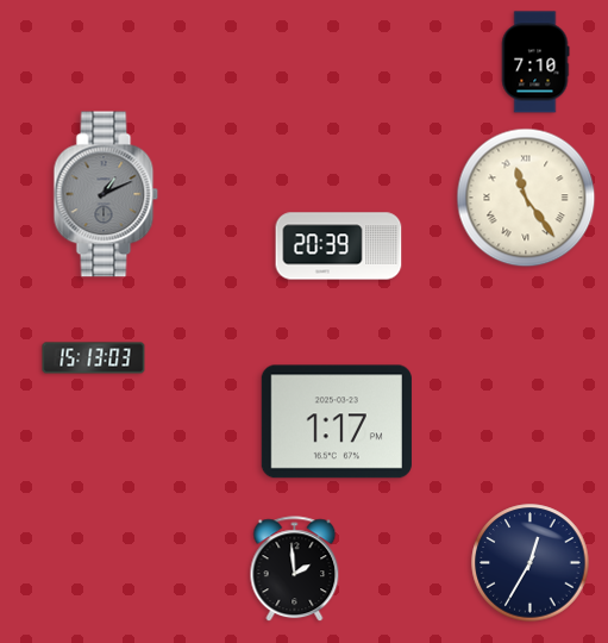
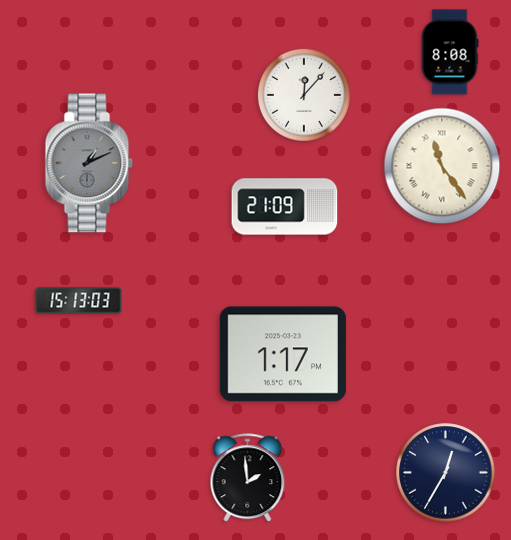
clock at (535, 62): 7:10 -> 8:08
clock at (304, 95): none -> 12:07
clock at (339, 246): 20:39 -> 21:09
